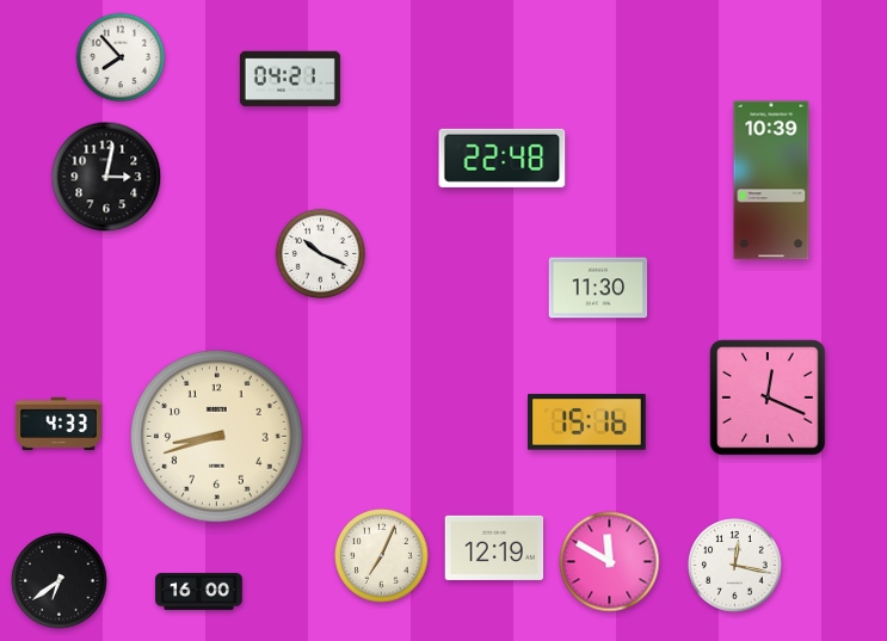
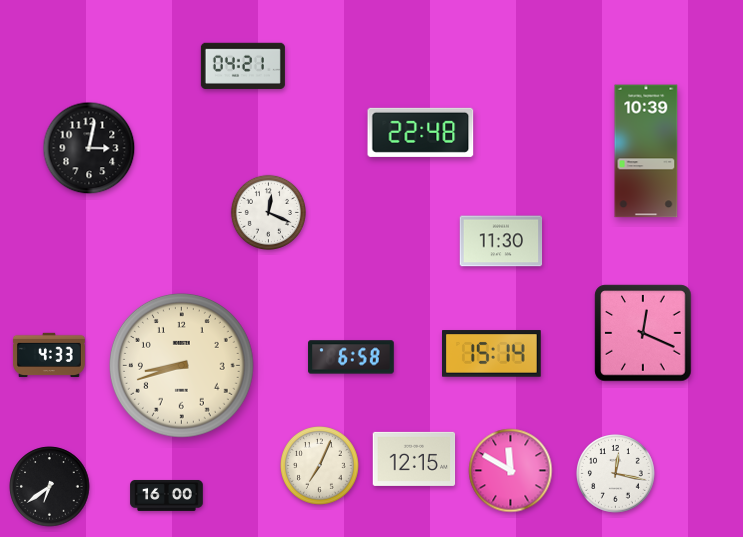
clock at (121, 57): 7:53 -> none
clock at (320, 253): 10:19 -> 12:19
clock at (587, 423): 15:16 -> 15:14
clock at (351, 357): none -> 6:58
clock at (494, 548): 12:19 -> 12:15
